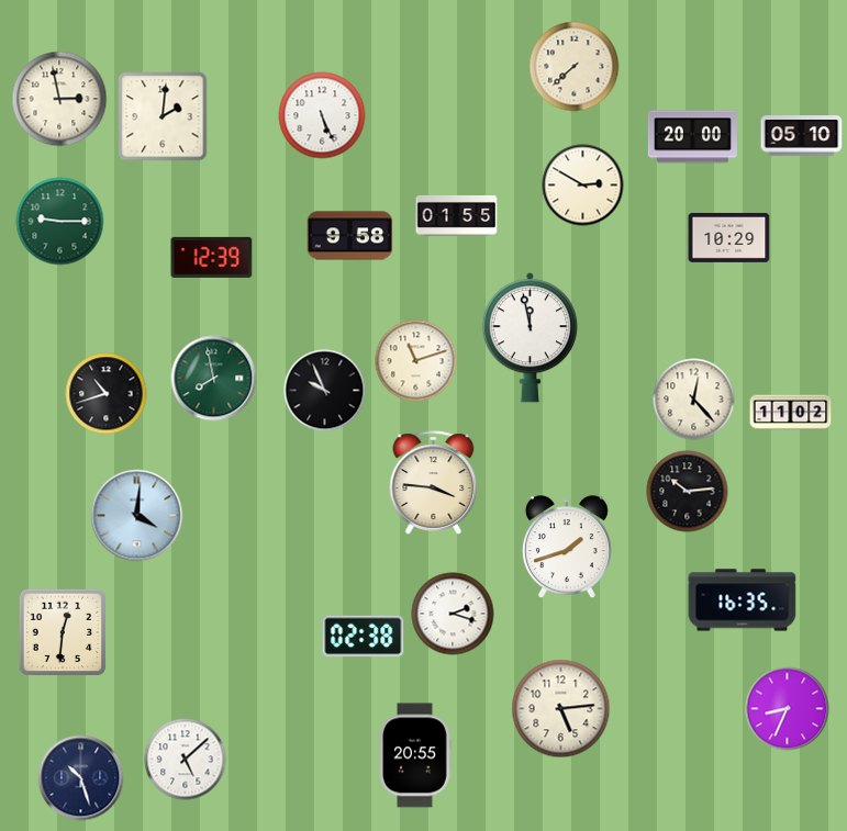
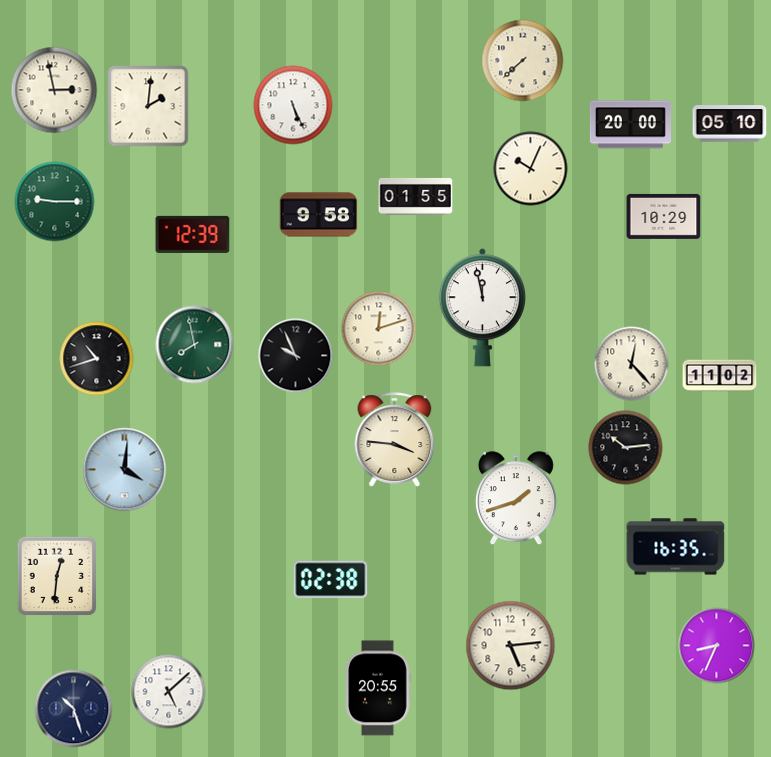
clock at (583, 186): 2:50 -> 10:04
clock at (416, 361): 11:12 -> 12:12
clock at (453, 614): 2:18 -> none
